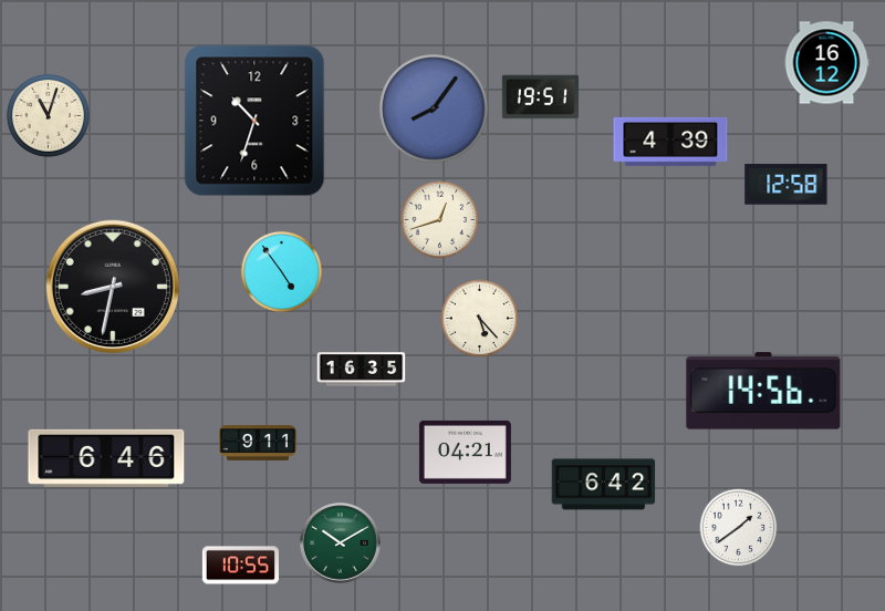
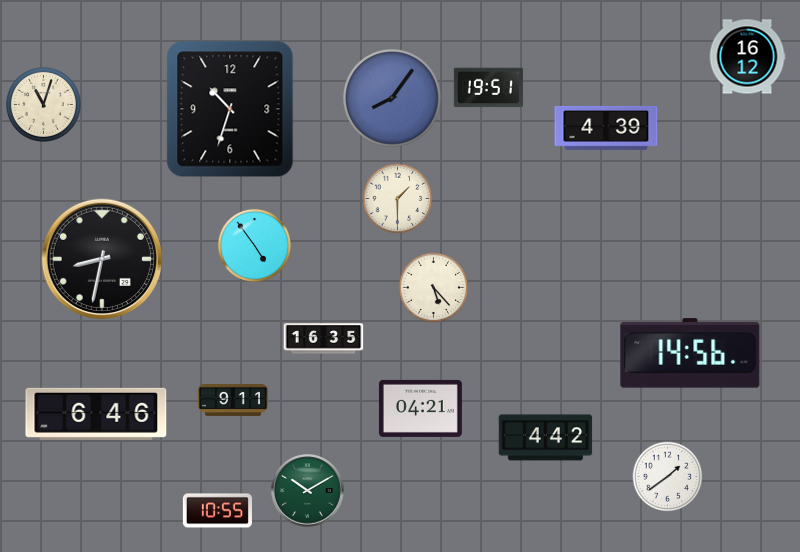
clock at (787, 185): 12:58 -> none
clock at (440, 220): 12:42 -> 1:30
clock at (362, 370) position: (362, 370) -> (324, 339)
clock at (604, 485): 6:42 -> 4:42
